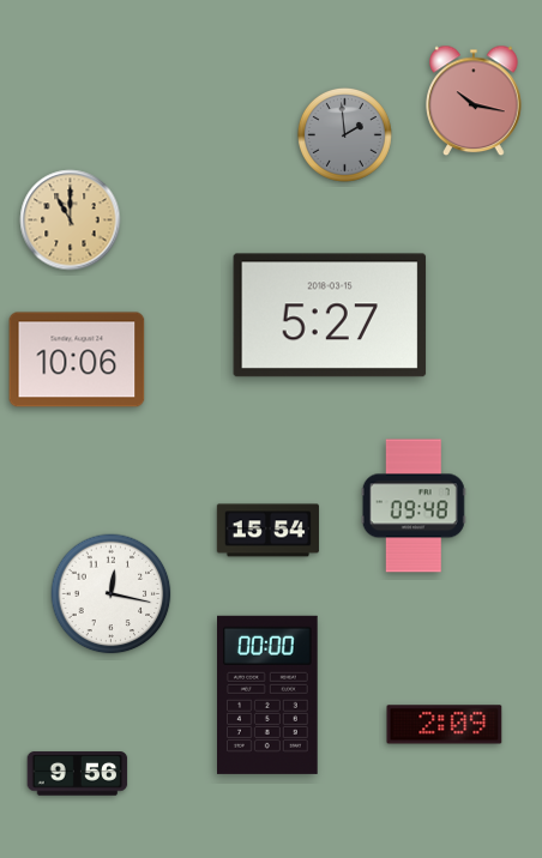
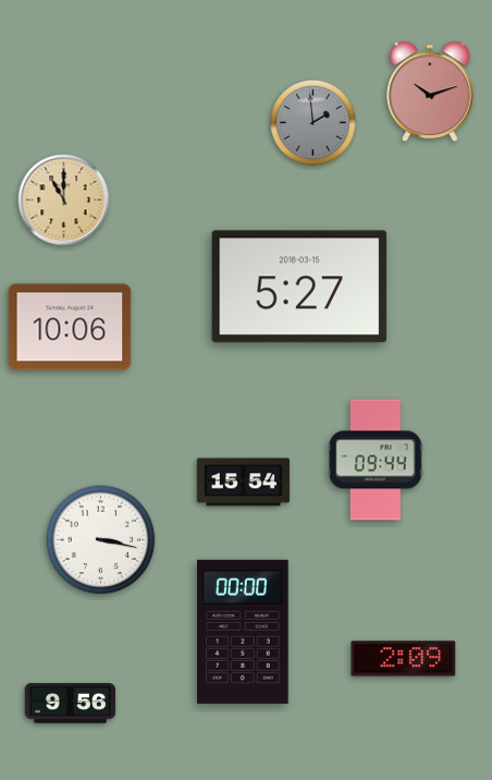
clock at (474, 101): 10:17 -> 10:12
clock at (414, 506): 09:48 -> 09:44
clock at (112, 594): 12:17 -> 3:17
